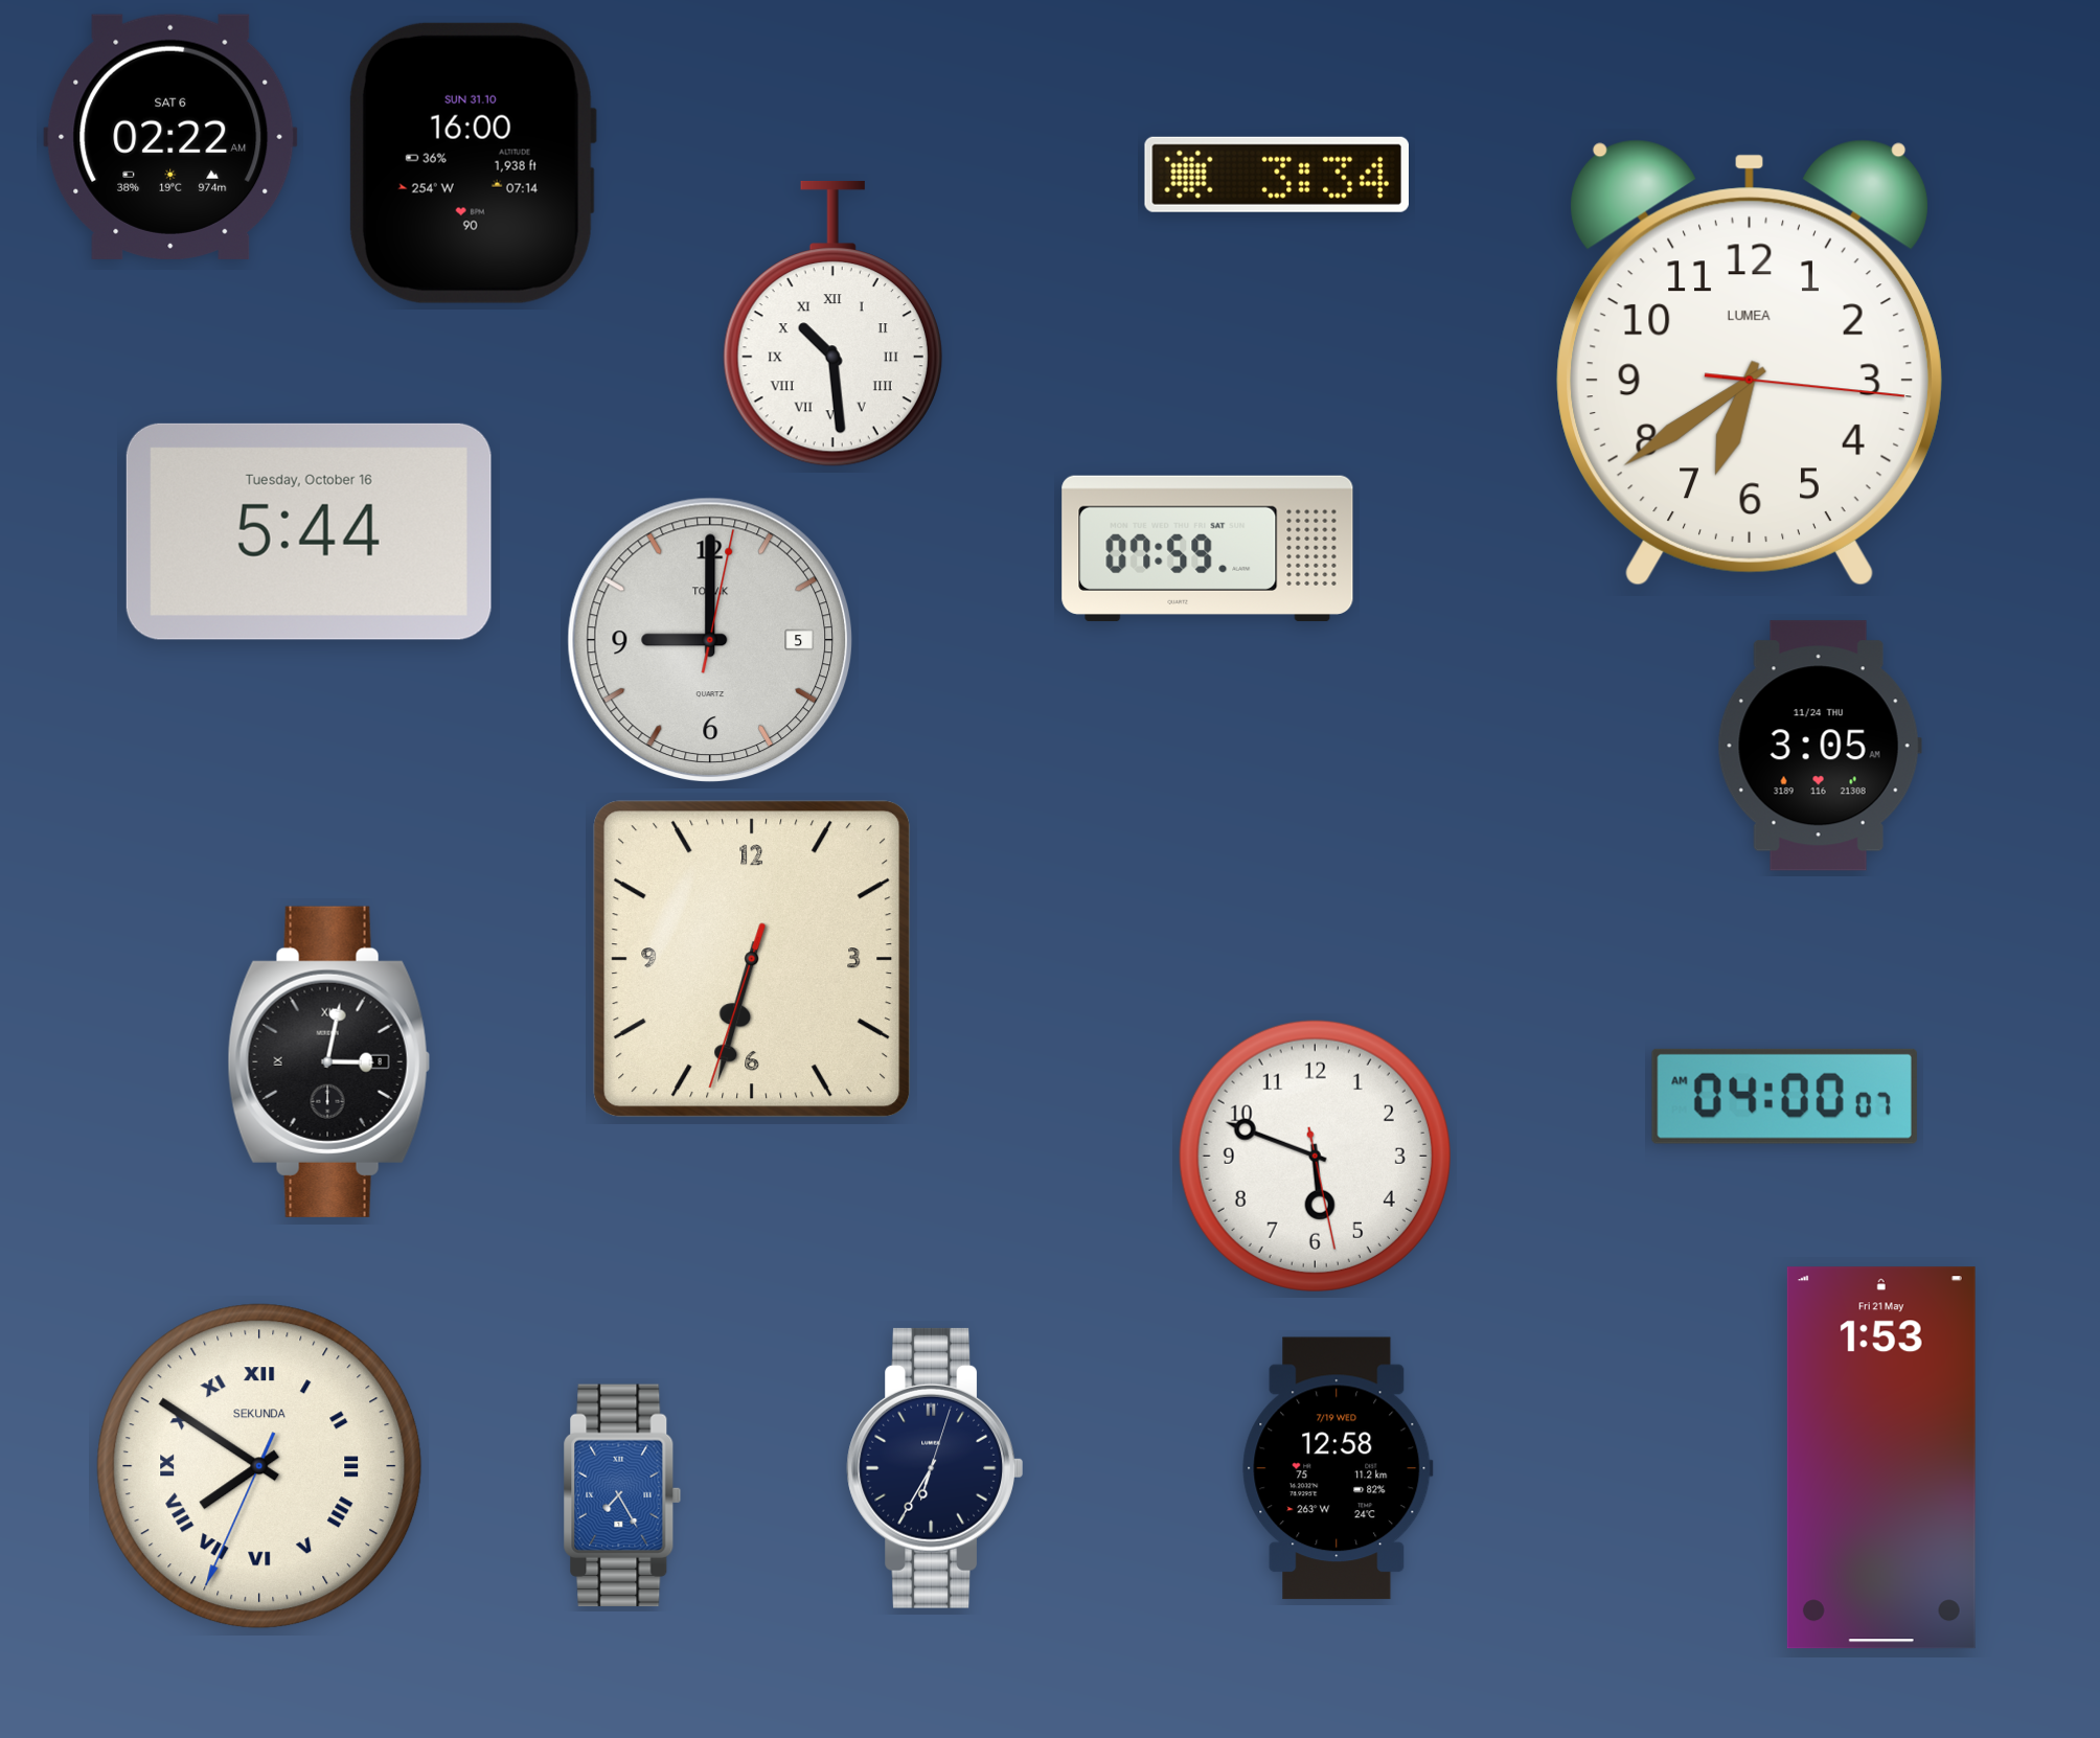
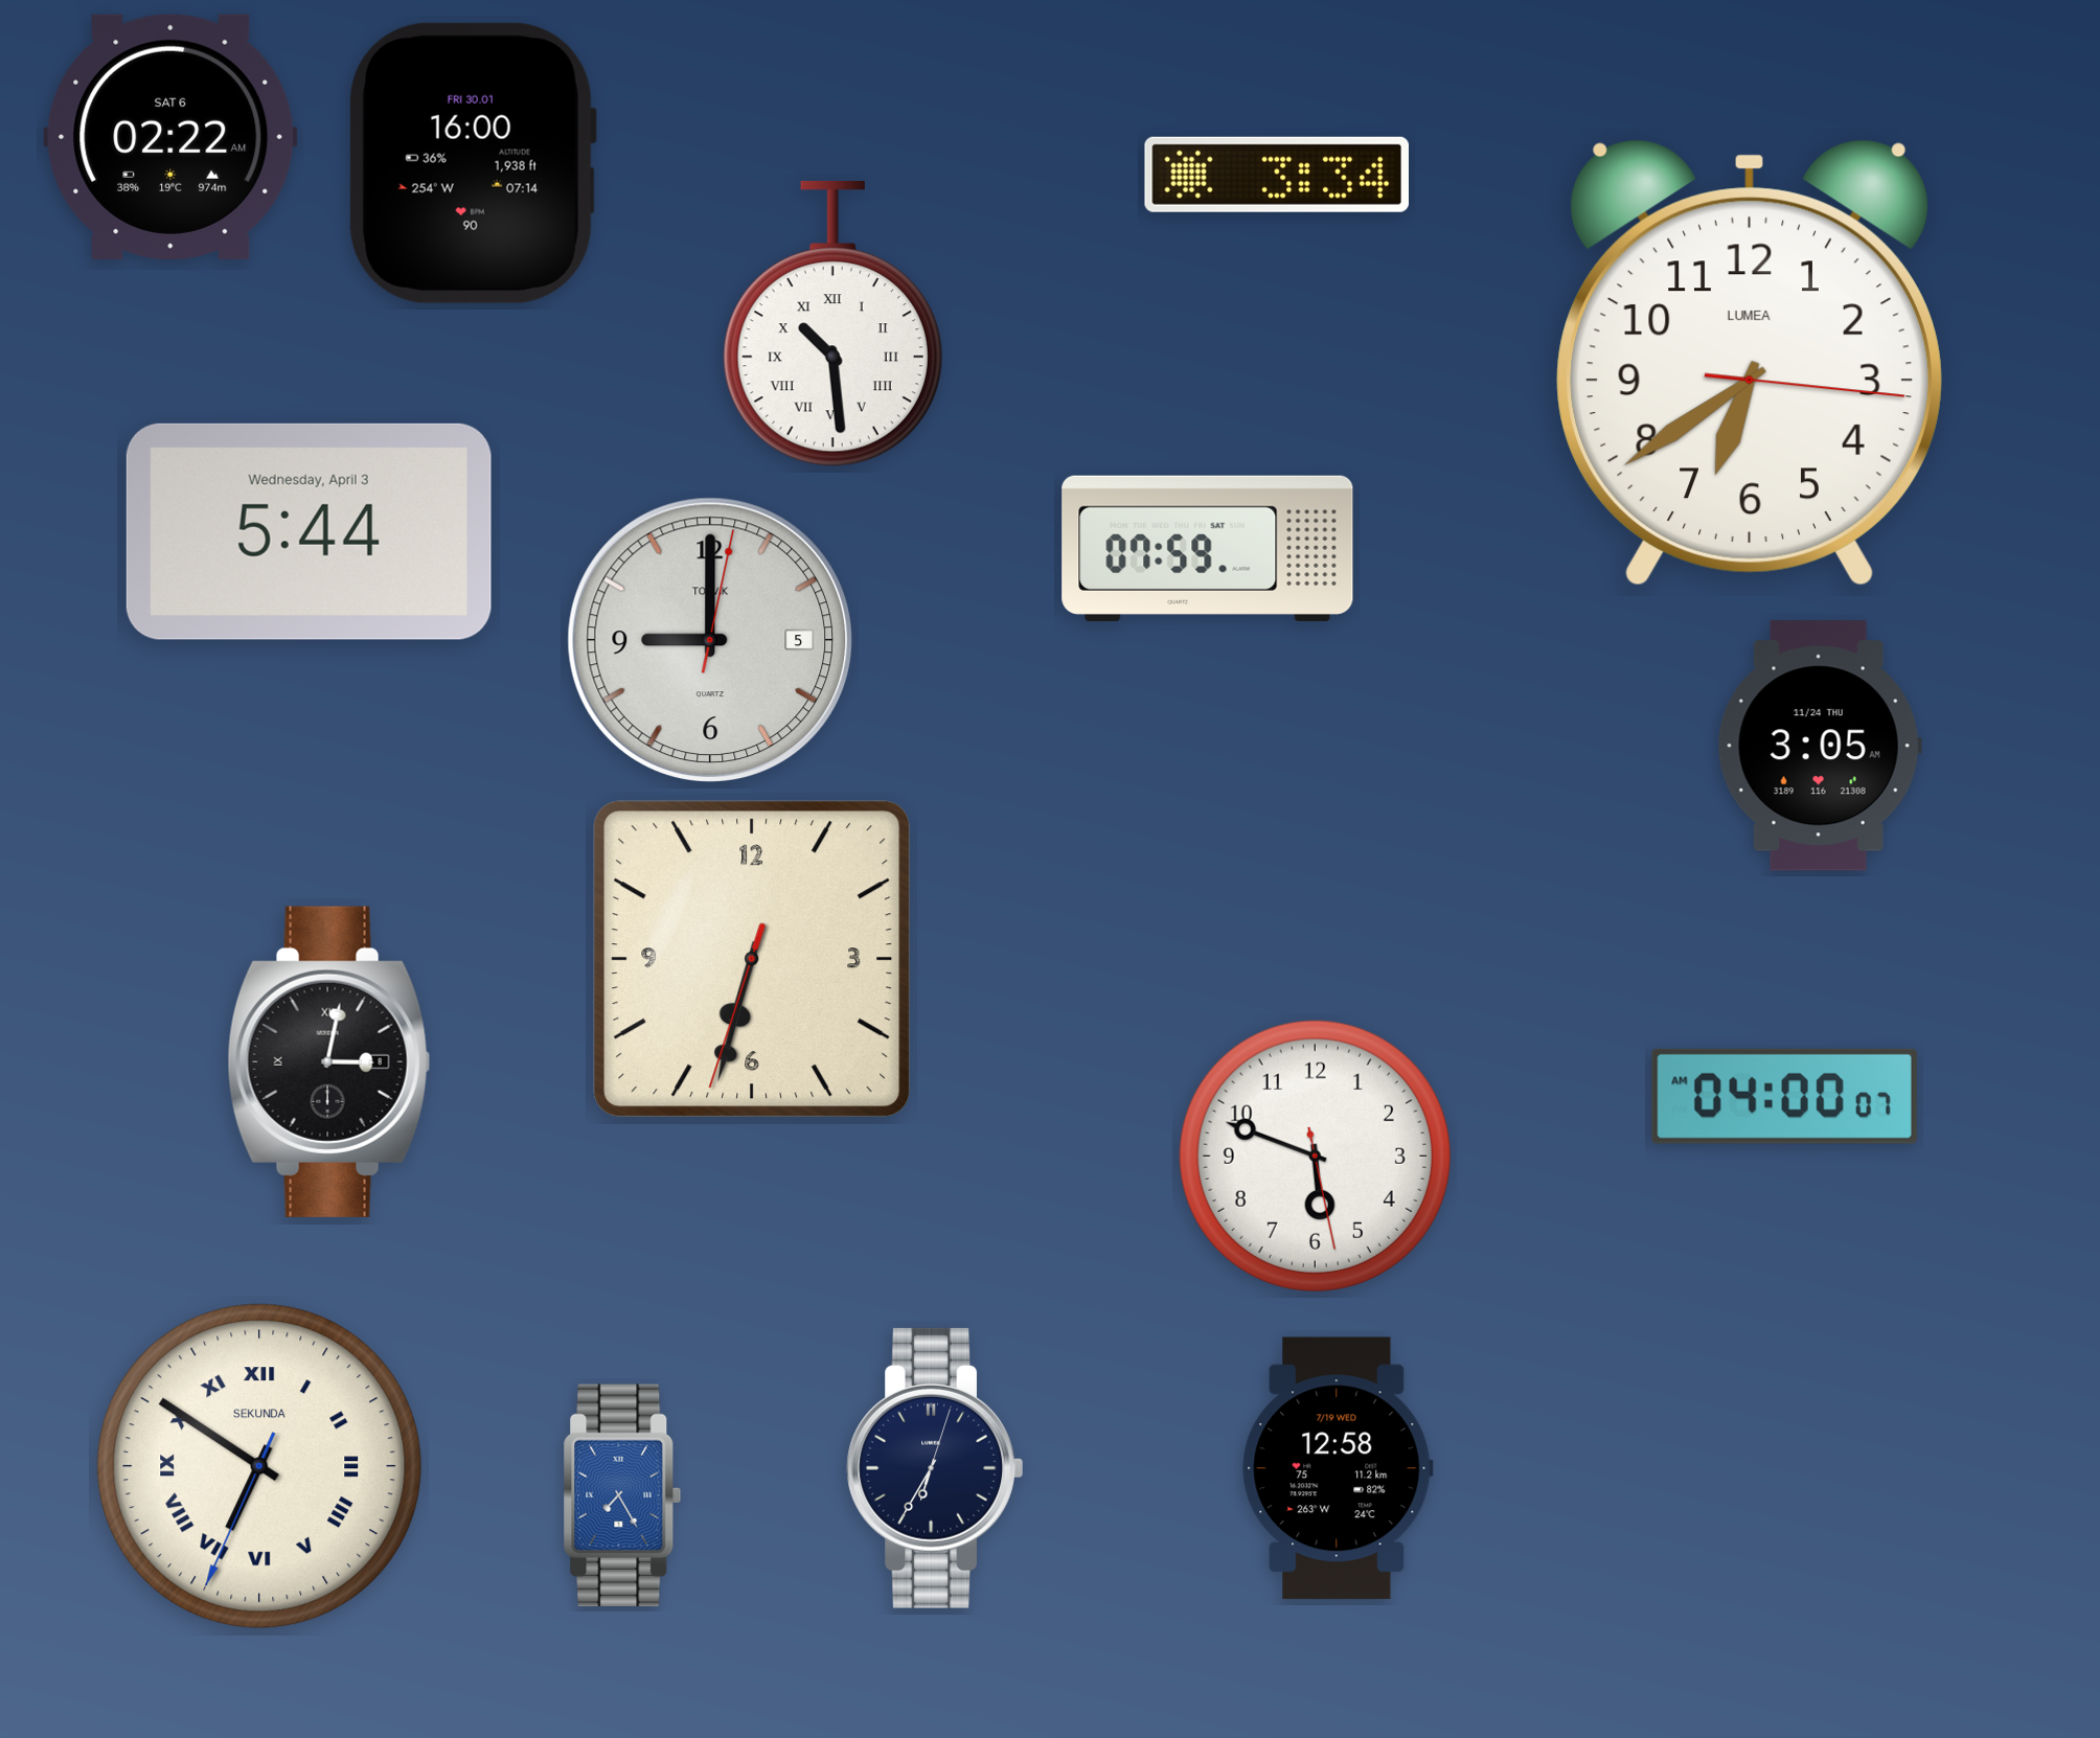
clock at (472, 163) date: SUN 31.10 -> FRI 30.01
clock at (309, 531) date: Tuesday, October 16 -> Wednesday, April 3
clock at (1881, 1458): 1:53 -> none
clock at (259, 1466): 7:50 -> 6:50
